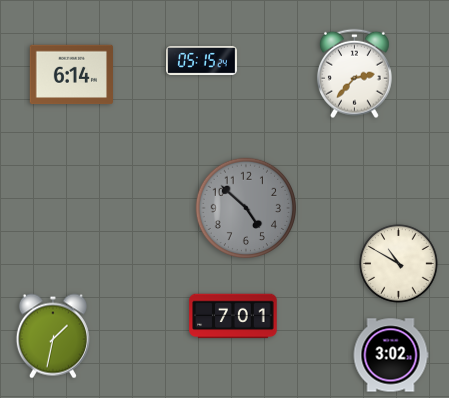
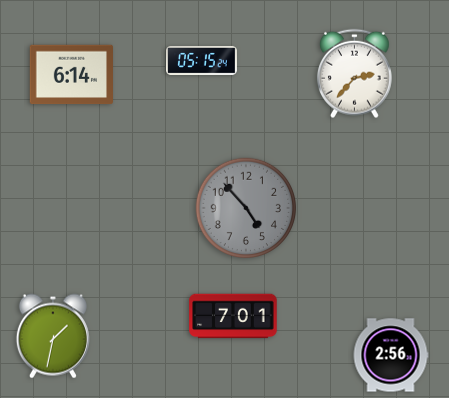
clock at (246, 208): 4:52 -> 4:53
clock at (399, 264): 10:50 -> none
clock at (391, 355): 3:02 -> 2:56
